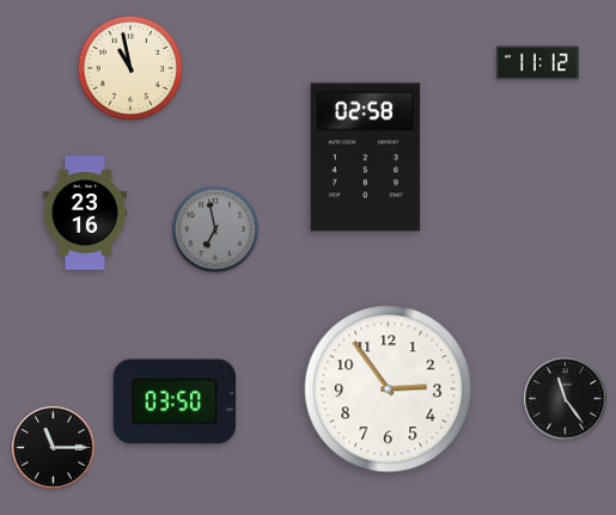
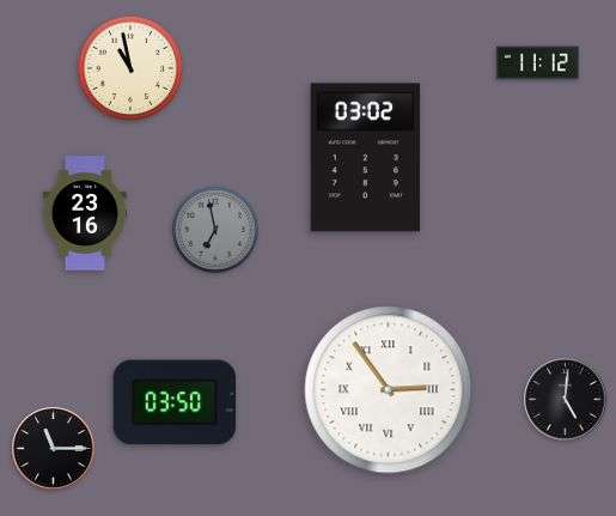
clock at (366, 158): 02:58 -> 03:02
clock at (389, 390) numerals: Arabic -> Roman
clock at (566, 399): 11:24 -> 5:01
